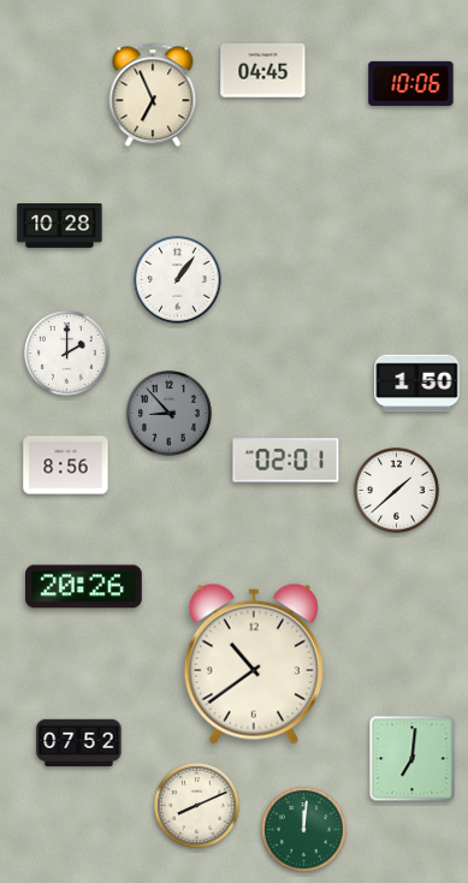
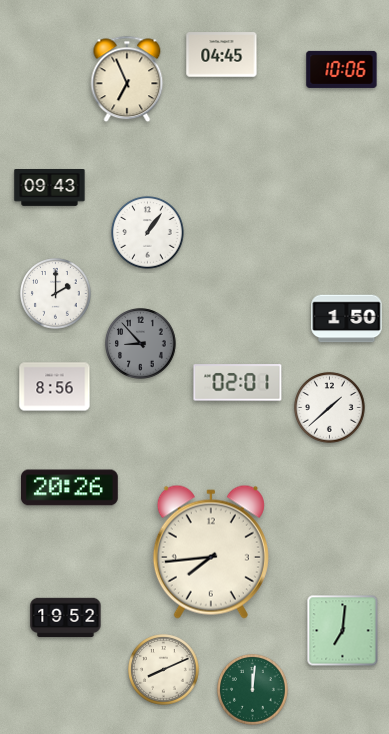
clock at (263, 71) position: (263, 71) -> (222, 55)
clock at (60, 226): 10:28 -> 09:43
clock at (254, 664): 10:39 -> 7:44
clock at (79, 743): 07:52 -> 19:52
